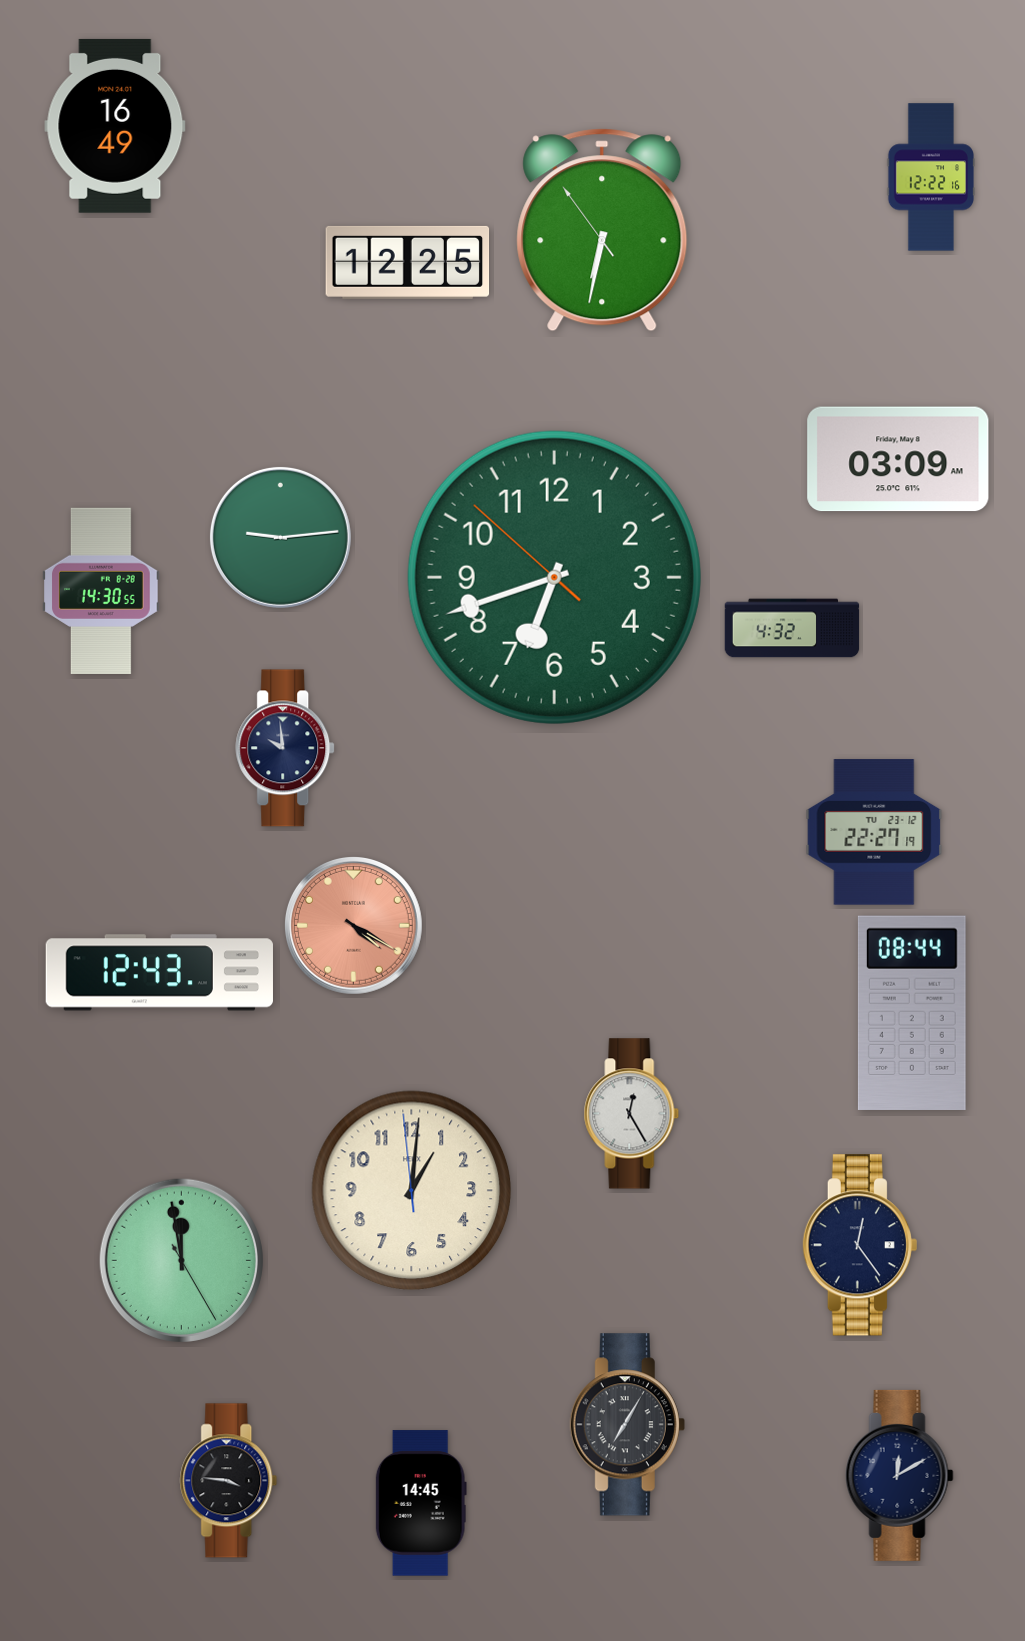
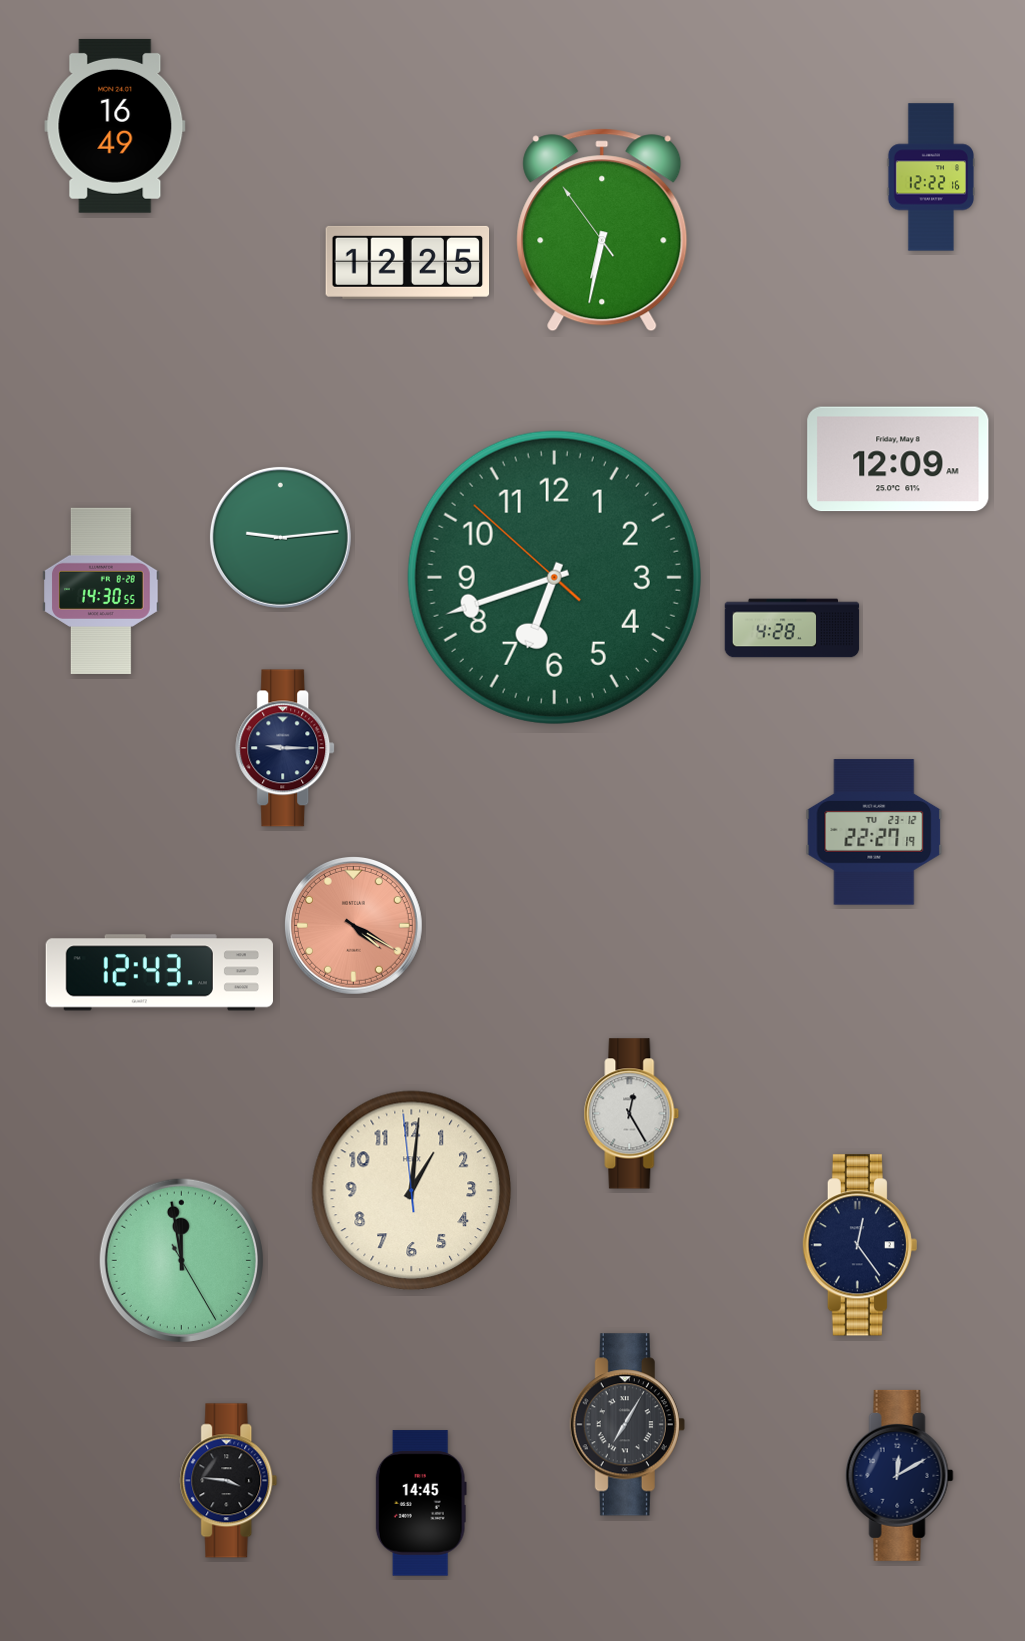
clock at (898, 459): 03:09 -> 12:09
clock at (792, 628): 4:32 -> 4:28
clock at (286, 748): 9:59 -> 9:15
clock at (912, 1013): 08:44 -> none
